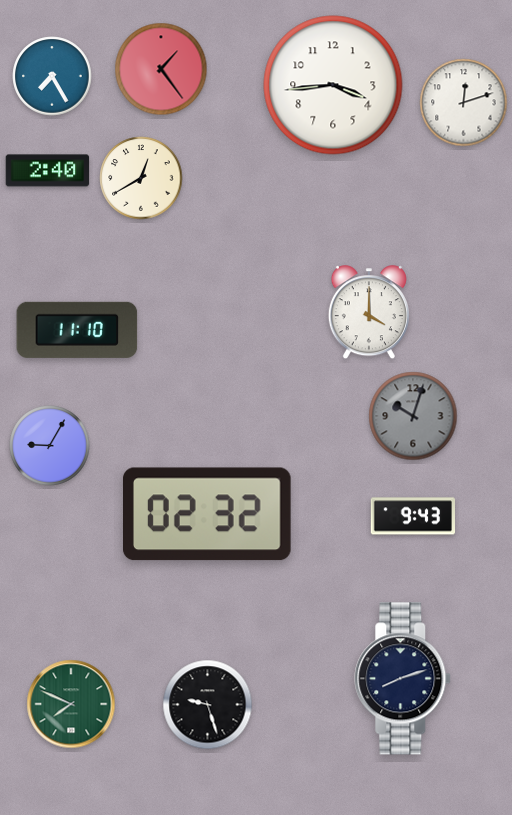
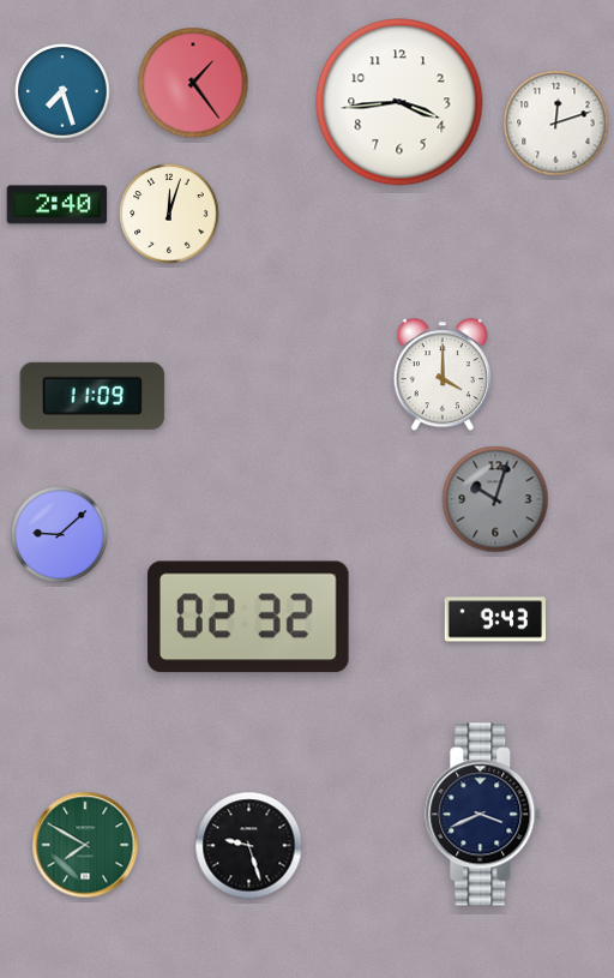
clock at (52, 76): 7:25 -> 7:27
clock at (141, 178): 12:40 -> 12:03
clock at (77, 330): 11:10 -> 11:09
clock at (50, 446): 9:05 -> 9:08
clock at (403, 679): 8:12 -> 3:41
clock at (71, 704): 7:49 -> 7:50
